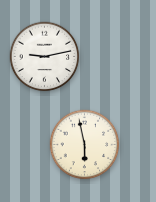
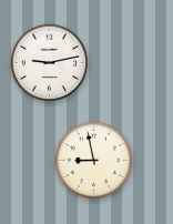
clock at (85, 145): 5:58 -> 8:58
